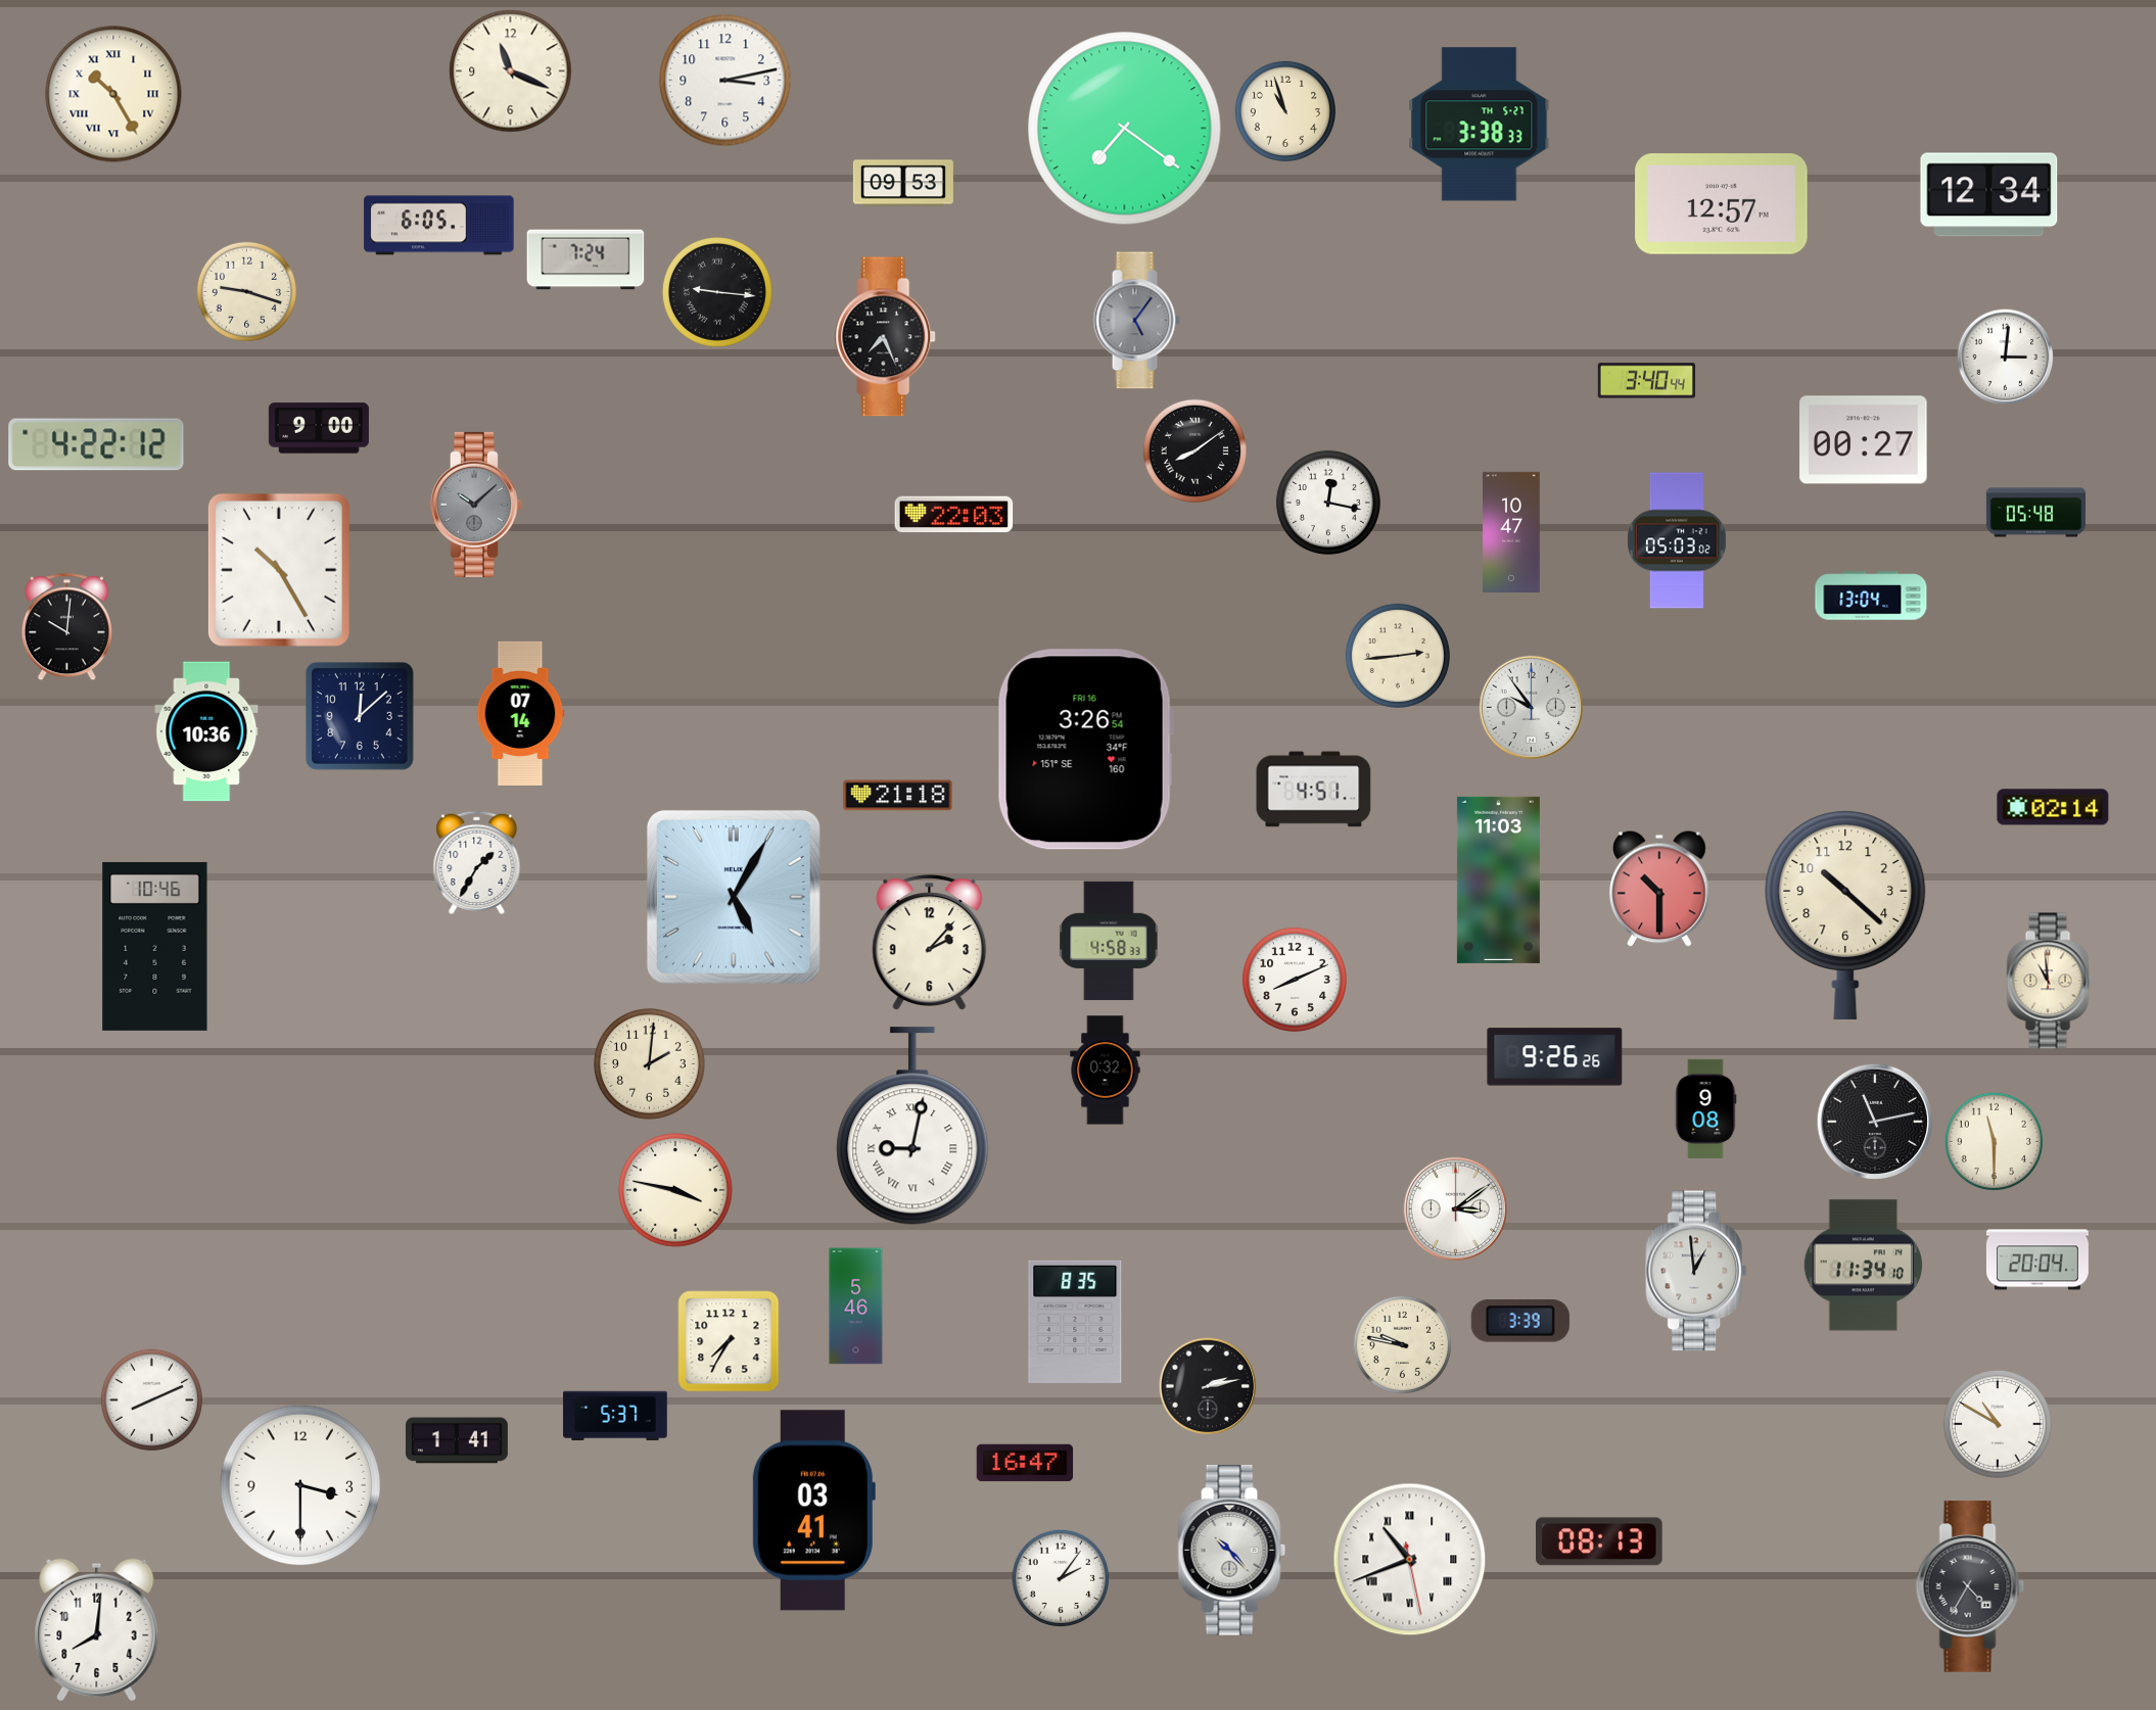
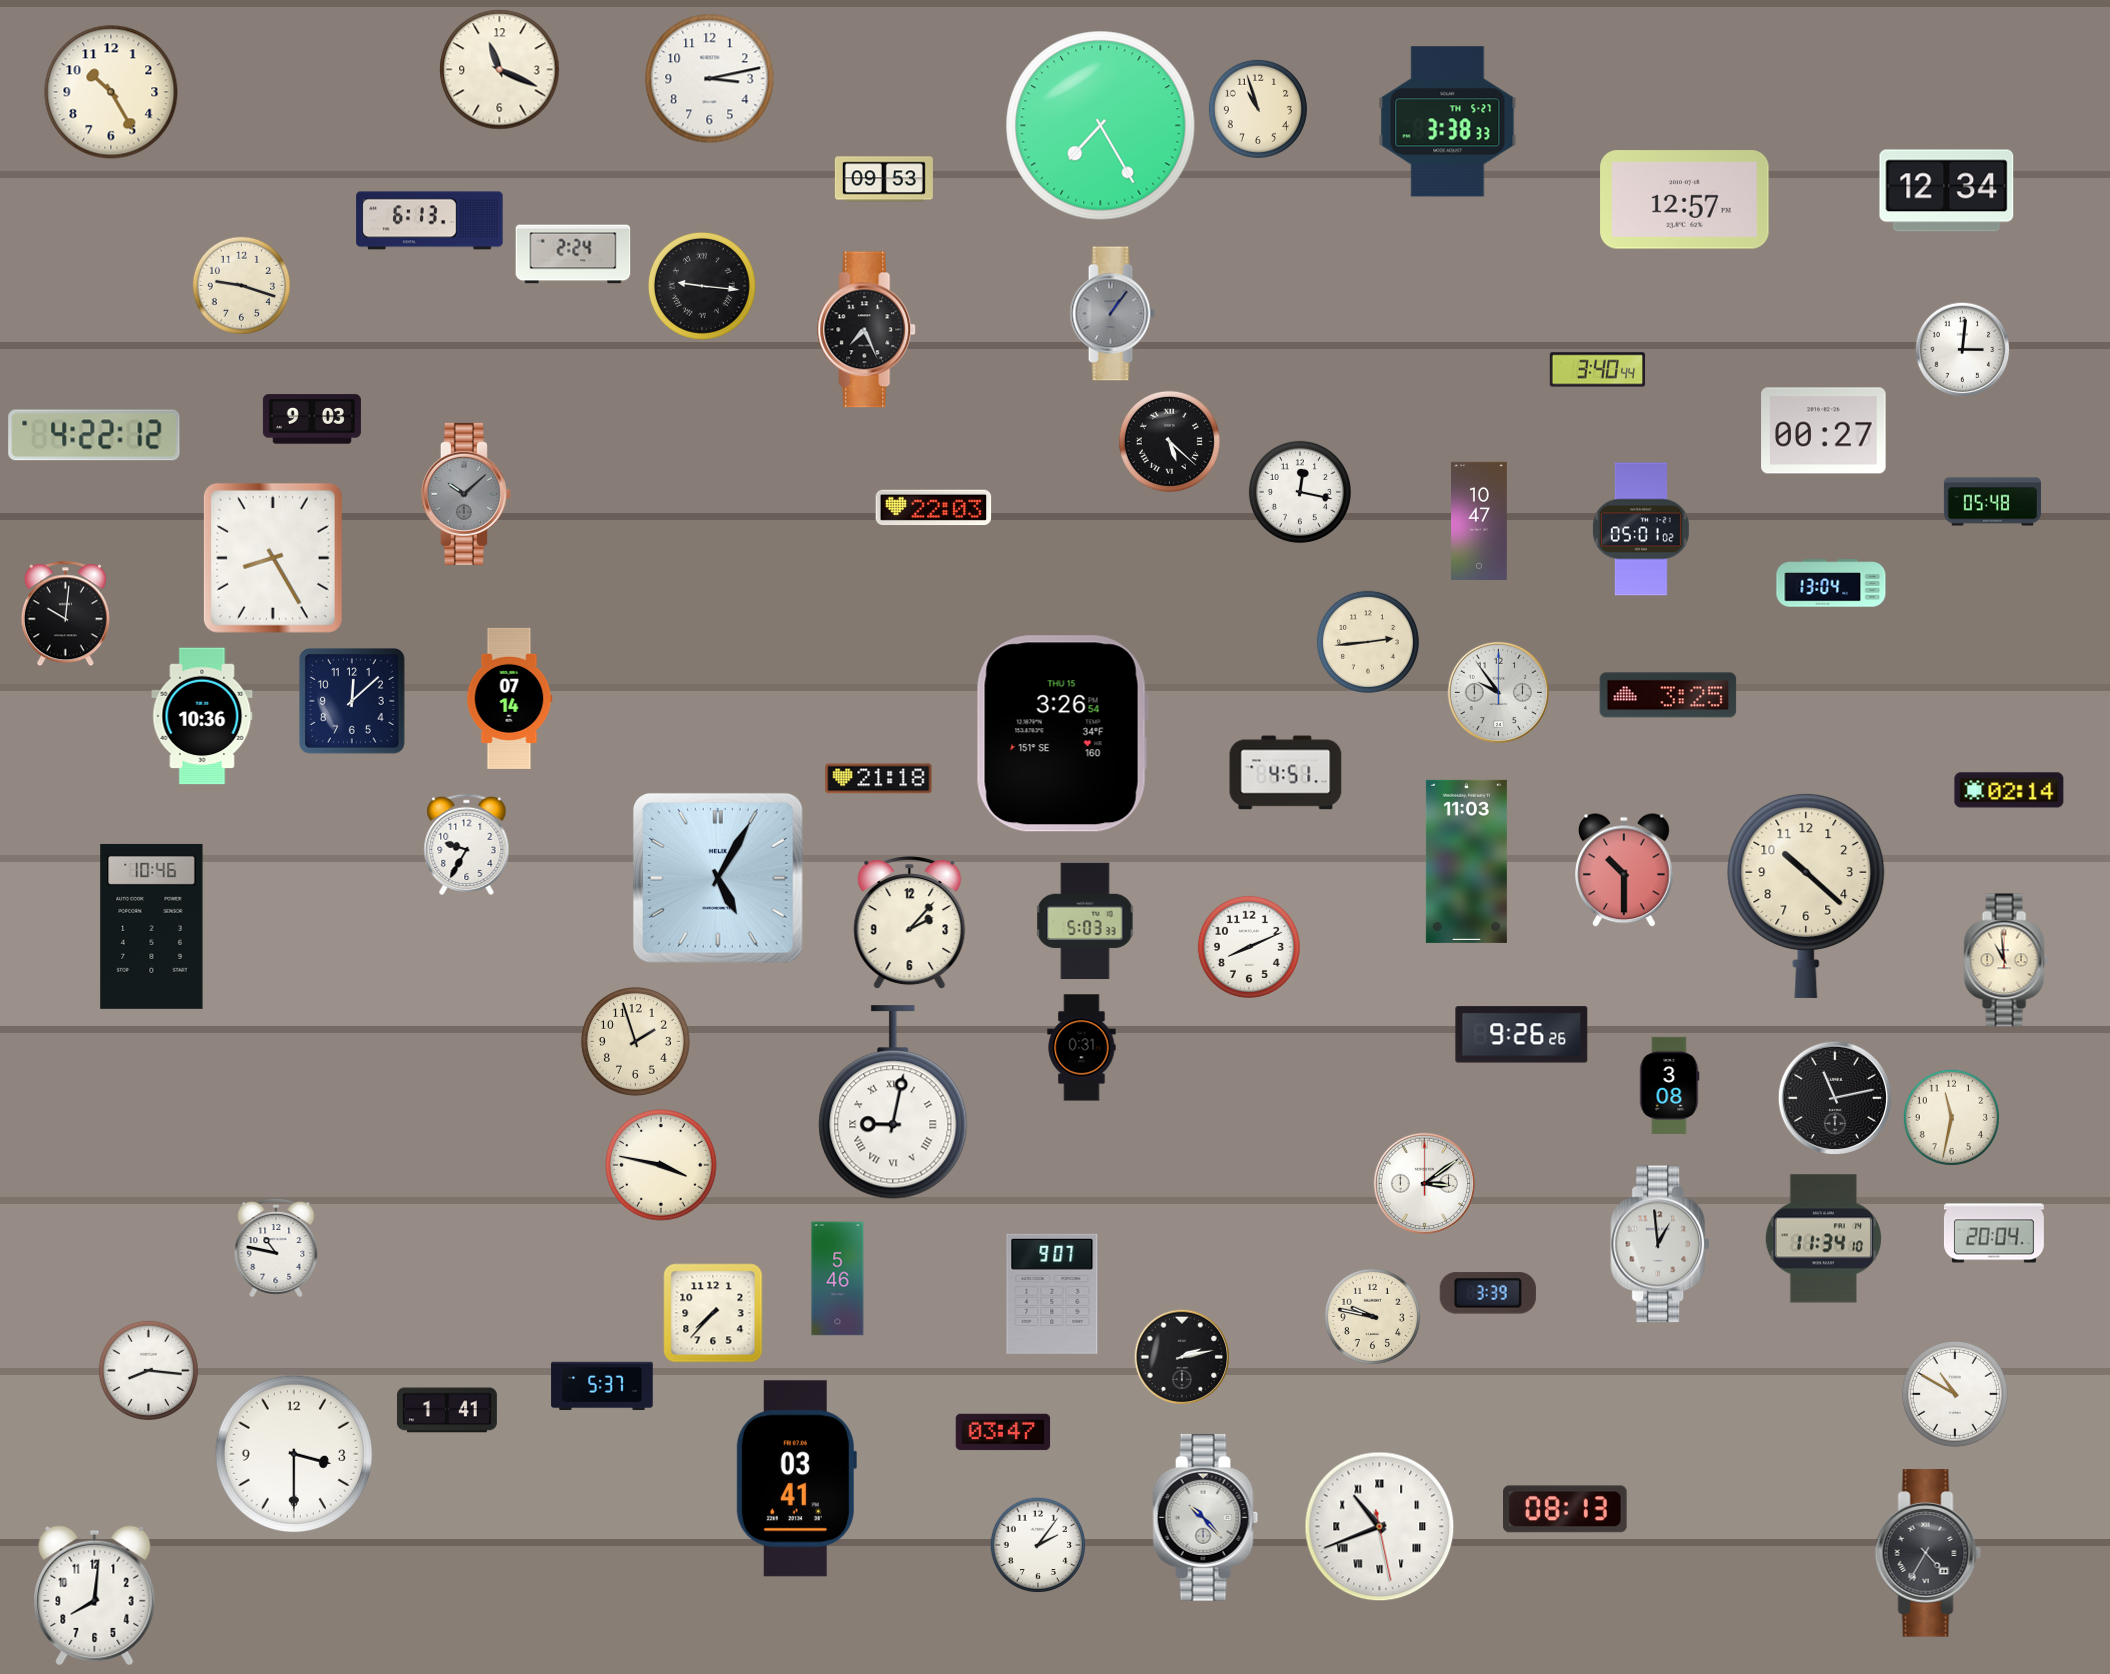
clock at (113, 94) numerals: Roman -> Arabic
clock at (1125, 129): 7:21 -> 7:25
clock at (439, 226): 6:05 -> 6:13
clock at (585, 259): 7:24 -> 2:24
clock at (1136, 321): 5:06 -> 1:06
clock at (1647, 381) position: (1647, 381) -> (1598, 370)
clock at (319, 428): 9:00 -> 9:03
clock at (1194, 450): 8:09 -> 5:22
clock at (954, 515) position: (954, 515) -> (934, 508)
clock at (1677, 540): 05:03 -> 05:01
clock at (279, 570): 10:25 -> 8:25
clock at (1668, 695): none -> 3:25
clock at (1085, 750) date: FRI 16 -> THU 15
clock at (477, 862): 1:35 -> 9:35
clock at (1109, 941): 4:58 -> 5:03
clock at (1295, 980) position: (1295, 980) -> (1249, 947)
clock at (649, 1063): 2:01 -> 1:57
clock at (1106, 1071): 0:32 -> 0:31
clock at (1706, 1108): 9:08 -> 3:08
clock at (1994, 1141): 11:30 -> 11:32
clock at (276, 1249): none -> 10:47
clock at (1075, 1322): 8:35 -> 9:07
clock at (729, 1341): 7:35 -> 7:37
clock at (151, 1399): 8:11 -> 8:16
clock at (1025, 1463): 16:47 -> 03:47
